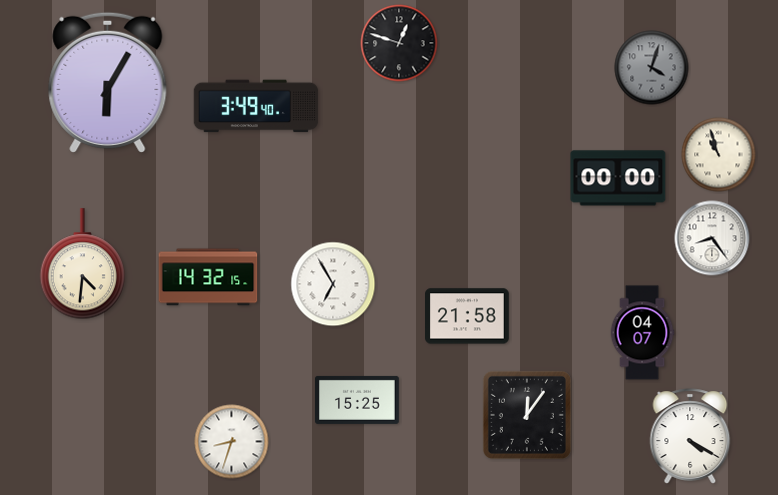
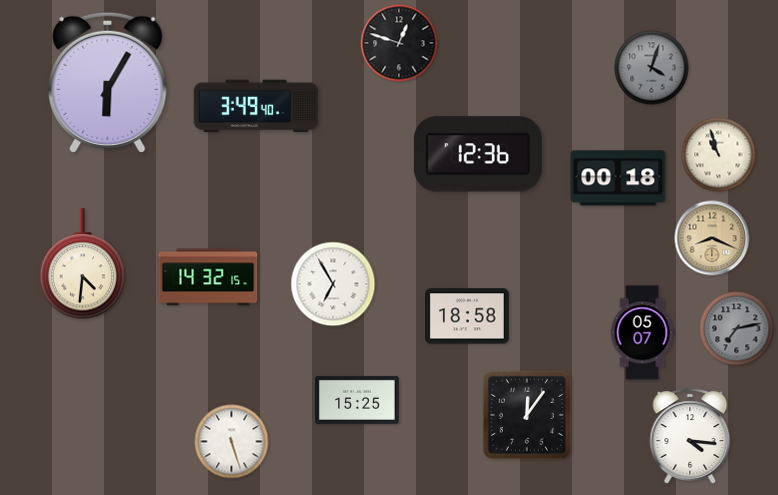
clock at (478, 154): none -> 12:36
clock at (618, 178): 00:00 -> 00:18
clock at (712, 238): 8:24 -> 8:19
clock at (712, 238) dial: white -> champagne
clock at (468, 316): 21:58 -> 18:58
clock at (737, 329): none -> 7:13
clock at (642, 333): 04:07 -> 05:07
clock at (690, 436): 4:20 -> 4:16
clock at (232, 442): 8:33 -> 5:27
